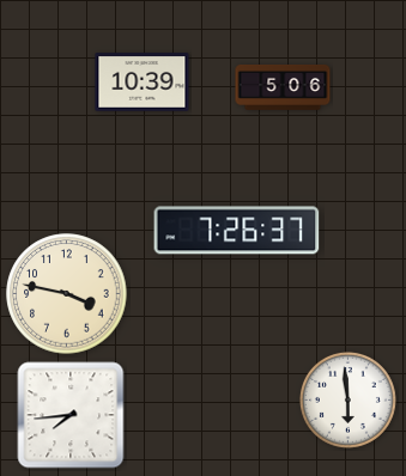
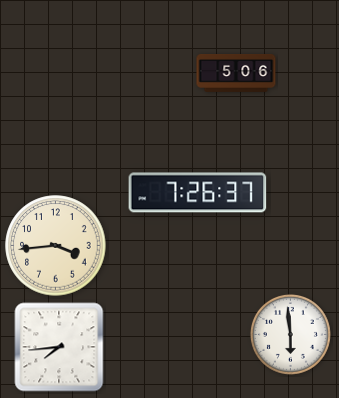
clock at (143, 83): 10:39 -> none
clock at (67, 294): 3:47 -> 3:44
